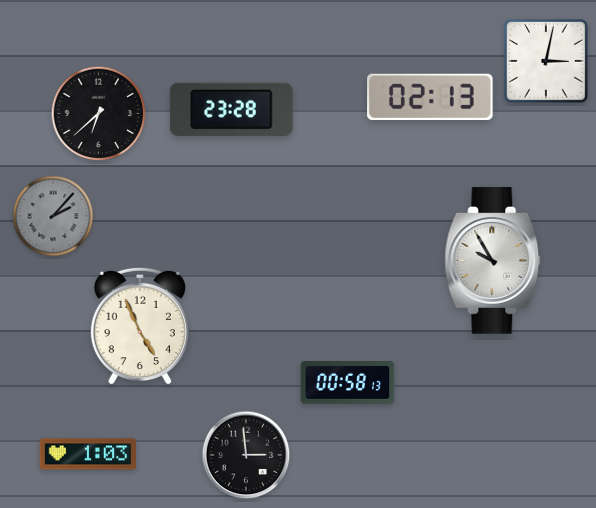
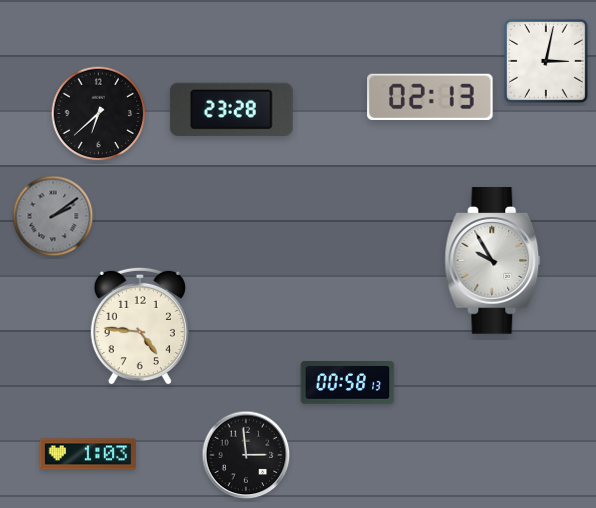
clock at (53, 216): 2:07 -> 2:09
clock at (140, 326): 4:56 -> 4:46
